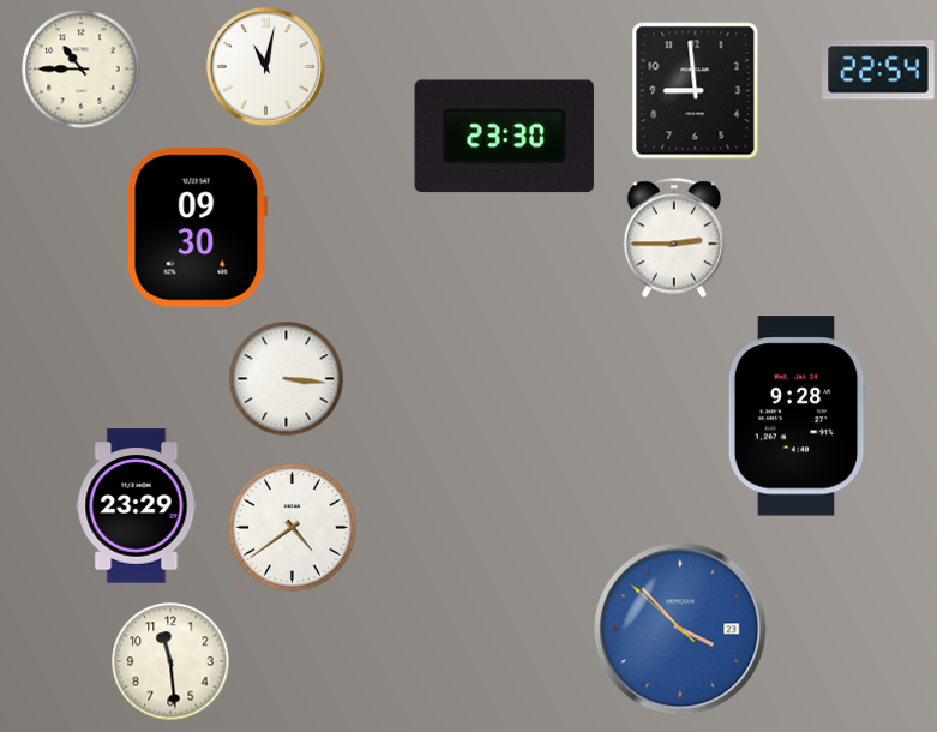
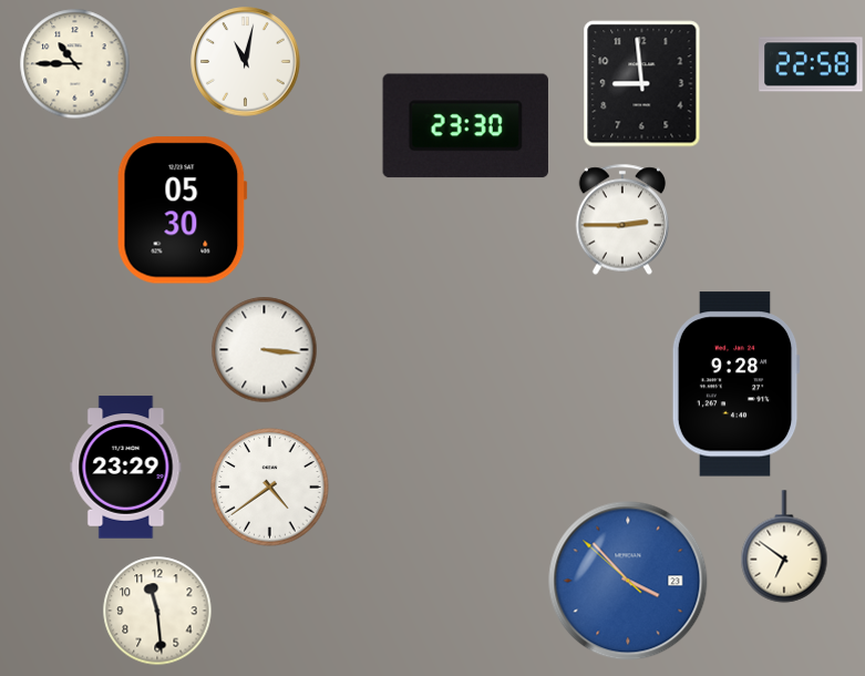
clock at (878, 70): 22:54 -> 22:58
clock at (197, 228): 09:30 -> 05:30
clock at (784, 546): none -> 6:51
